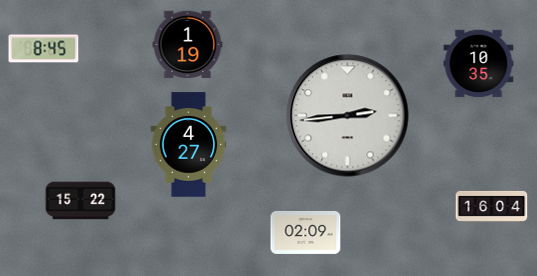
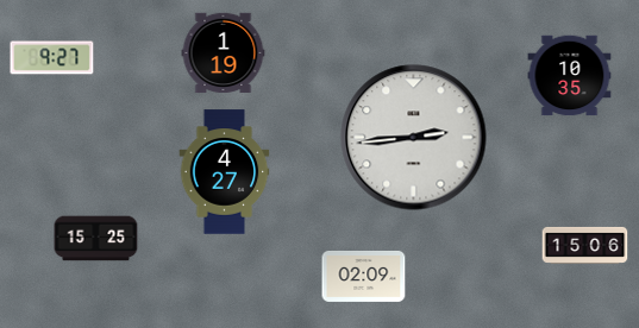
clock at (44, 49): 8:45 -> 9:27
clock at (81, 201): 15:22 -> 15:25
clock at (492, 206): 16:04 -> 15:06
